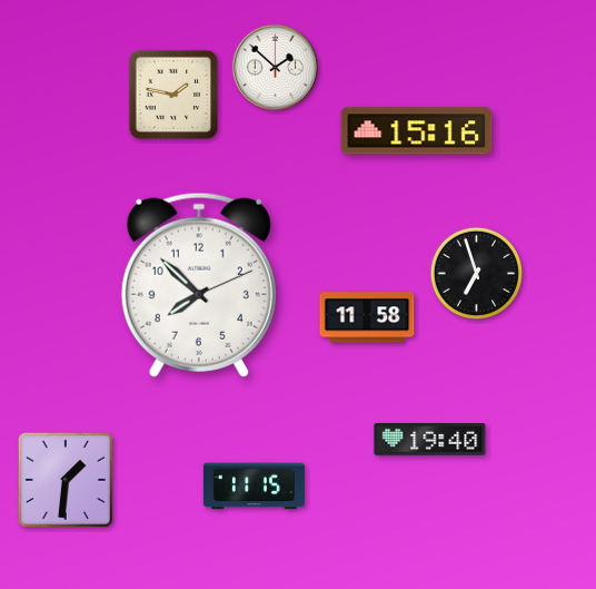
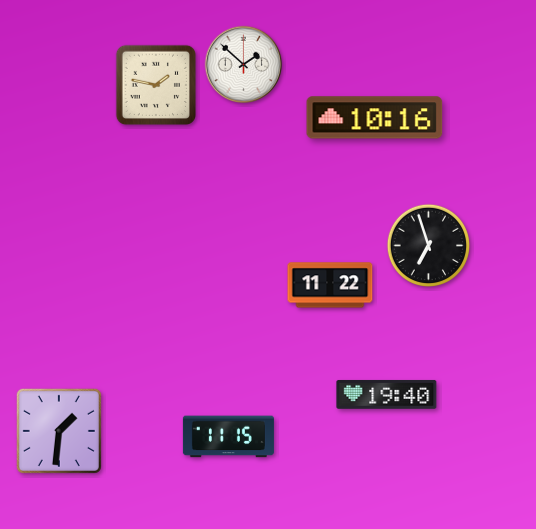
clock at (276, 68) position: (276, 68) -> (244, 65)
clock at (417, 131): 15:16 -> 10:16
clock at (199, 285): 7:52 -> none
clock at (367, 317): 11:58 -> 11:22
